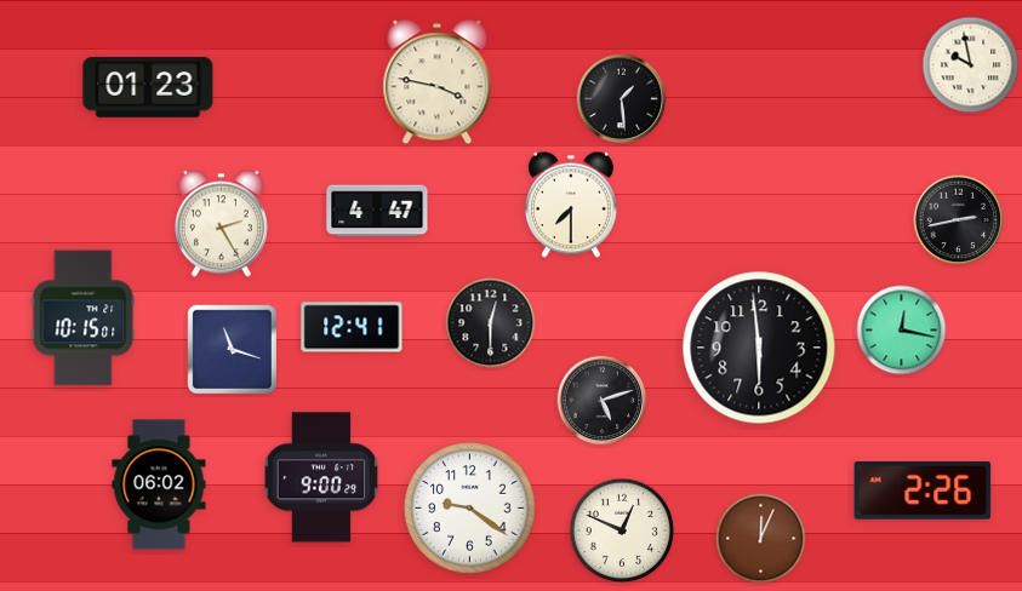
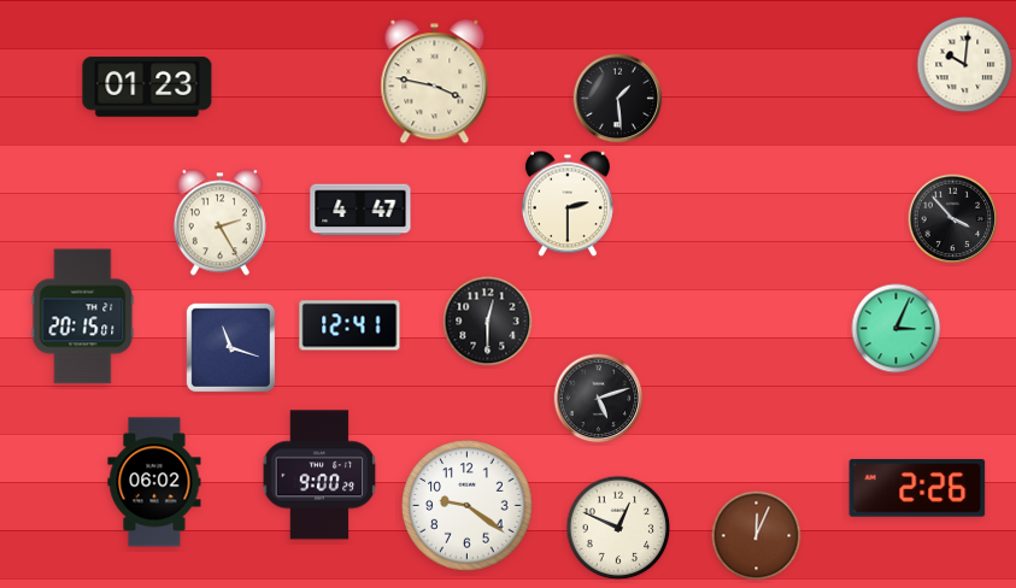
clock at (971, 65): 9:58 -> 10:01
clock at (571, 205): 7:30 -> 2:30
clock at (377, 211) position: (377, 211) -> (360, 210)
clock at (959, 220): 2:43 -> 3:53
clock at (84, 319): 10:15 -> 20:15
clock at (902, 331): 12:17 -> 3:04
clock at (759, 348): 5:59 -> none
clock at (159, 484) position: (159, 484) -> (154, 482)
